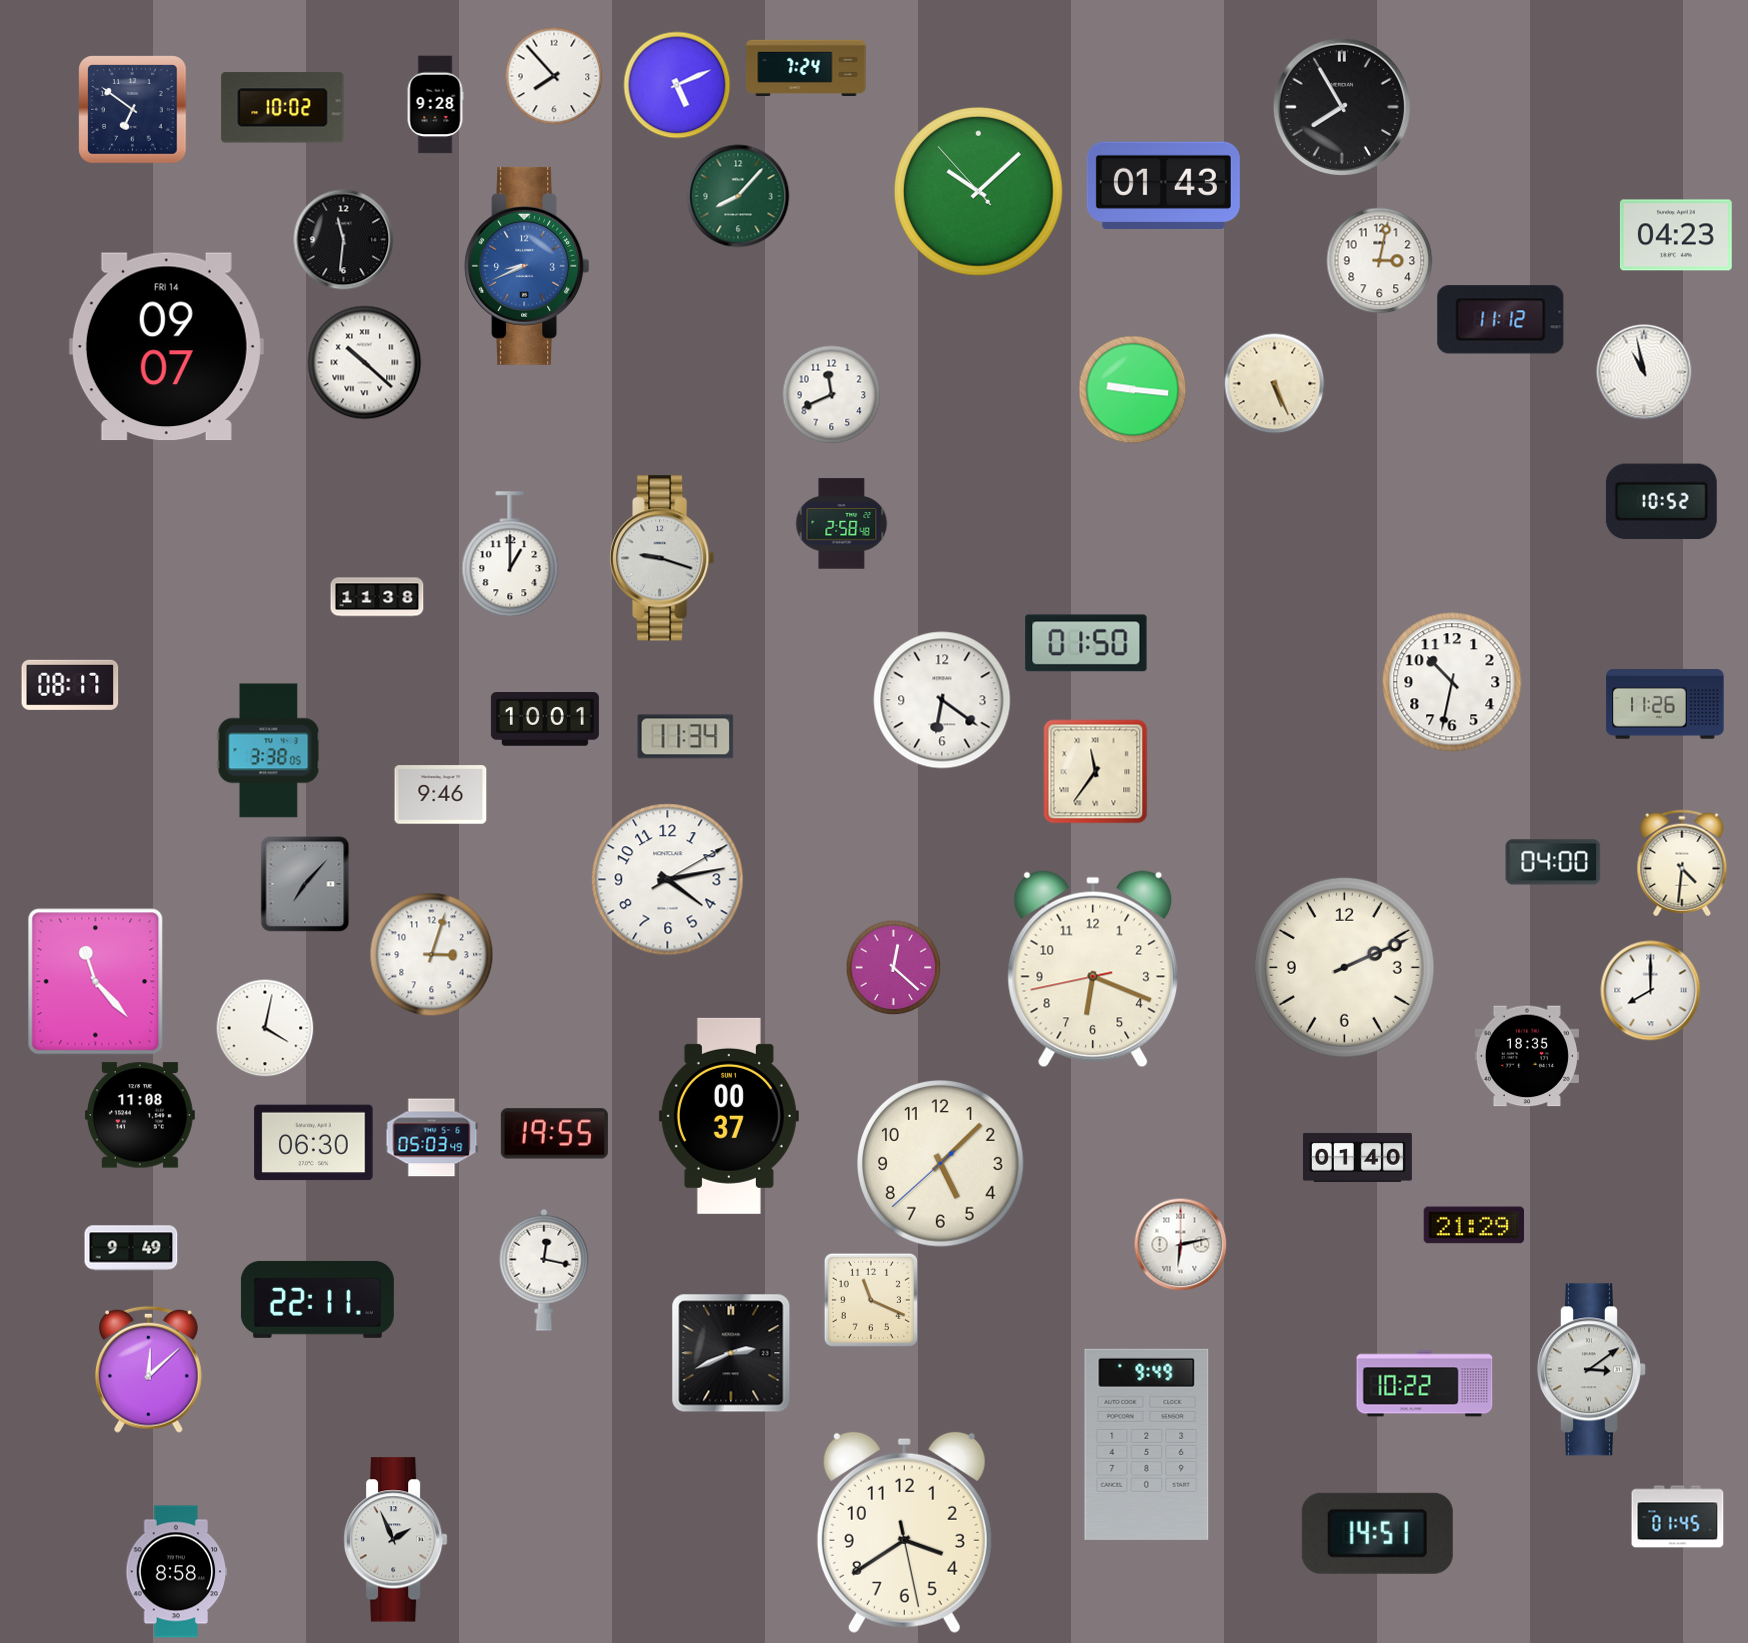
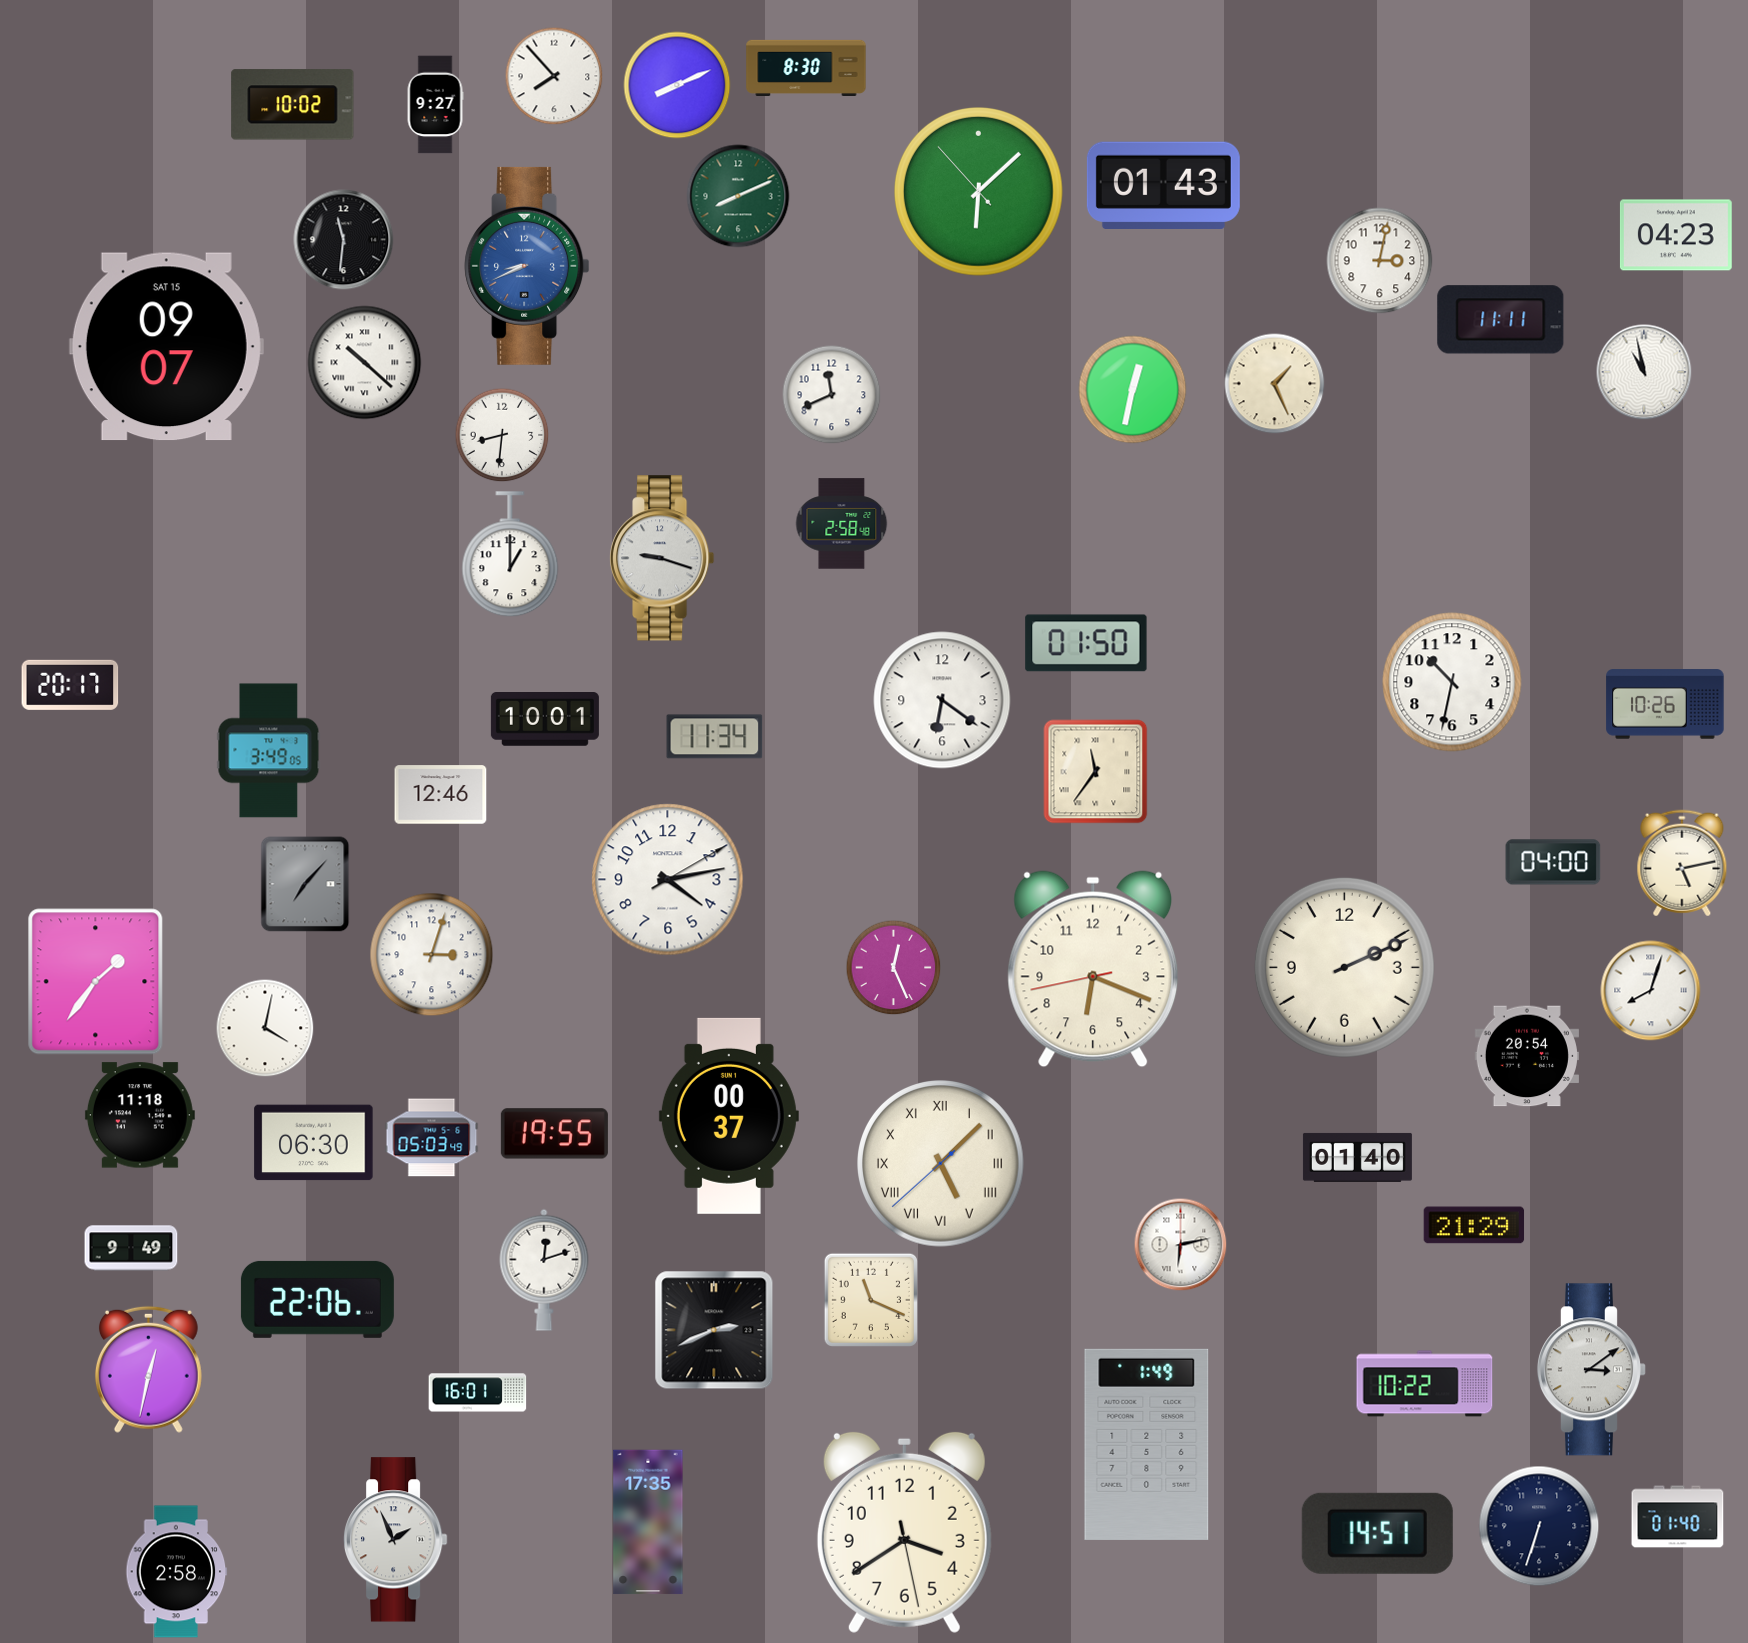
clock at (806, 67): 7:24 -> 8:30
clock at (677, 85): 5:11 -> 8:11
clock at (435, 105): 9:28 -> 9:27
clock at (1342, 107): 7:55 -> none
clock at (283, 108) position: (283, 108) -> (293, 105)
clock at (133, 110): 6:51 -> none
clock at (979, 192): 10:07 -> 6:07
clock at (738, 196): 8:07 -> 8:11
clock at (1501, 320): 11:12 -> 11:11
clock at (166, 347) date: FRI 14 -> SAT 15
clock at (1275, 384): 5:26 -> 1:26
clock at (1133, 390): 9:16 -> 12:32
clock at (502, 435): none -> 8:31
clock at (1661, 502): 10:52 -> none
clock at (377, 597): 11:38 -> none
clock at (70, 685): 08:17 -> 20:17
clock at (1665, 704): 11:26 -> 10:26
clock at (686, 737) position: (686, 737) -> (715, 737)
clock at (269, 751): 3:38 -> 3:49
clock at (441, 795): 9:46 -> 12:46
clock at (1682, 863): 4:31 -> 5:13
clock at (893, 967): 12:22 -> 12:26
clock at (96, 982): 11:23 -> 1:36
clock at (1651, 991): 8:00 -> 8:03
clock at (1527, 1056): 18:35 -> 20:54
clock at (140, 1115): 11:08 -> 11:18
clock at (941, 1164) numerals: Arabic -> Roman
clock at (544, 1270): 12:17 -> 12:12
clock at (317, 1299): 22:11 -> 22:06
clock at (731, 1353) position: (731, 1353) -> (714, 1330)
clock at (148, 1369): 12:08 -> 12:32
clock at (478, 1393): none -> 16:01
clock at (1147, 1444): 9:49 -> 1:49
clock at (1678, 1517): 01:45 -> 01:40
clock at (648, 1522): none -> 17:35
clock at (1539, 1526): none -> 6:33
clock at (177, 1572): 8:58 -> 2:58
